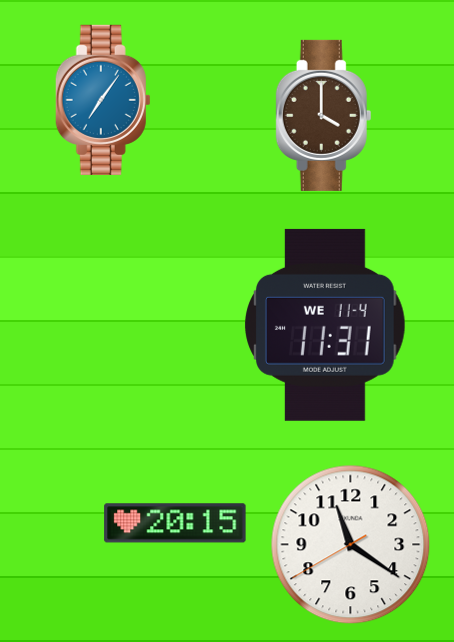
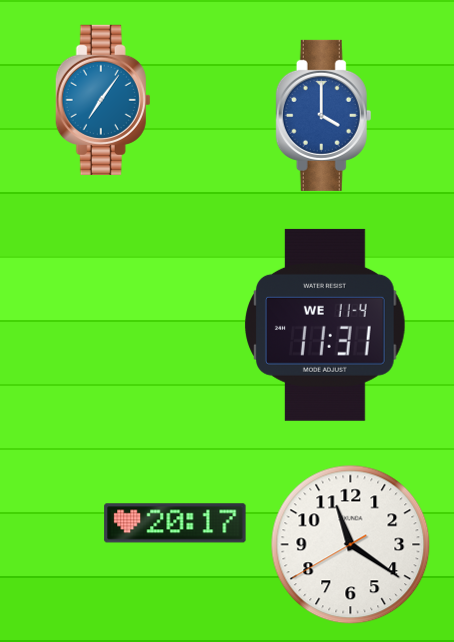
clock at (324, 115) dial: brown -> blue
clock at (175, 523): 20:15 -> 20:17
